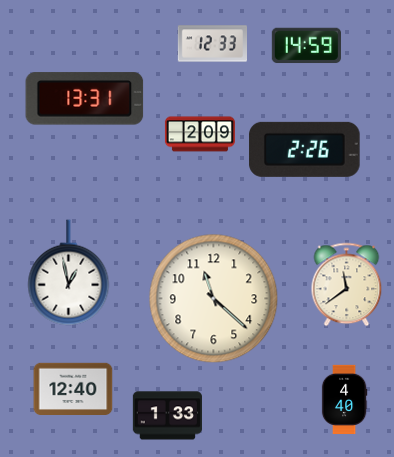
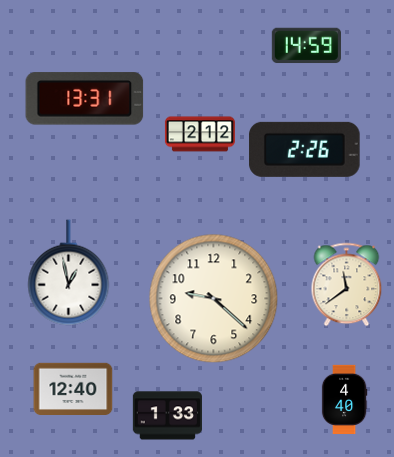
clock at (212, 44): 12:33 -> none
clock at (200, 134): 2:09 -> 2:12
clock at (214, 299): 11:22 -> 9:22
